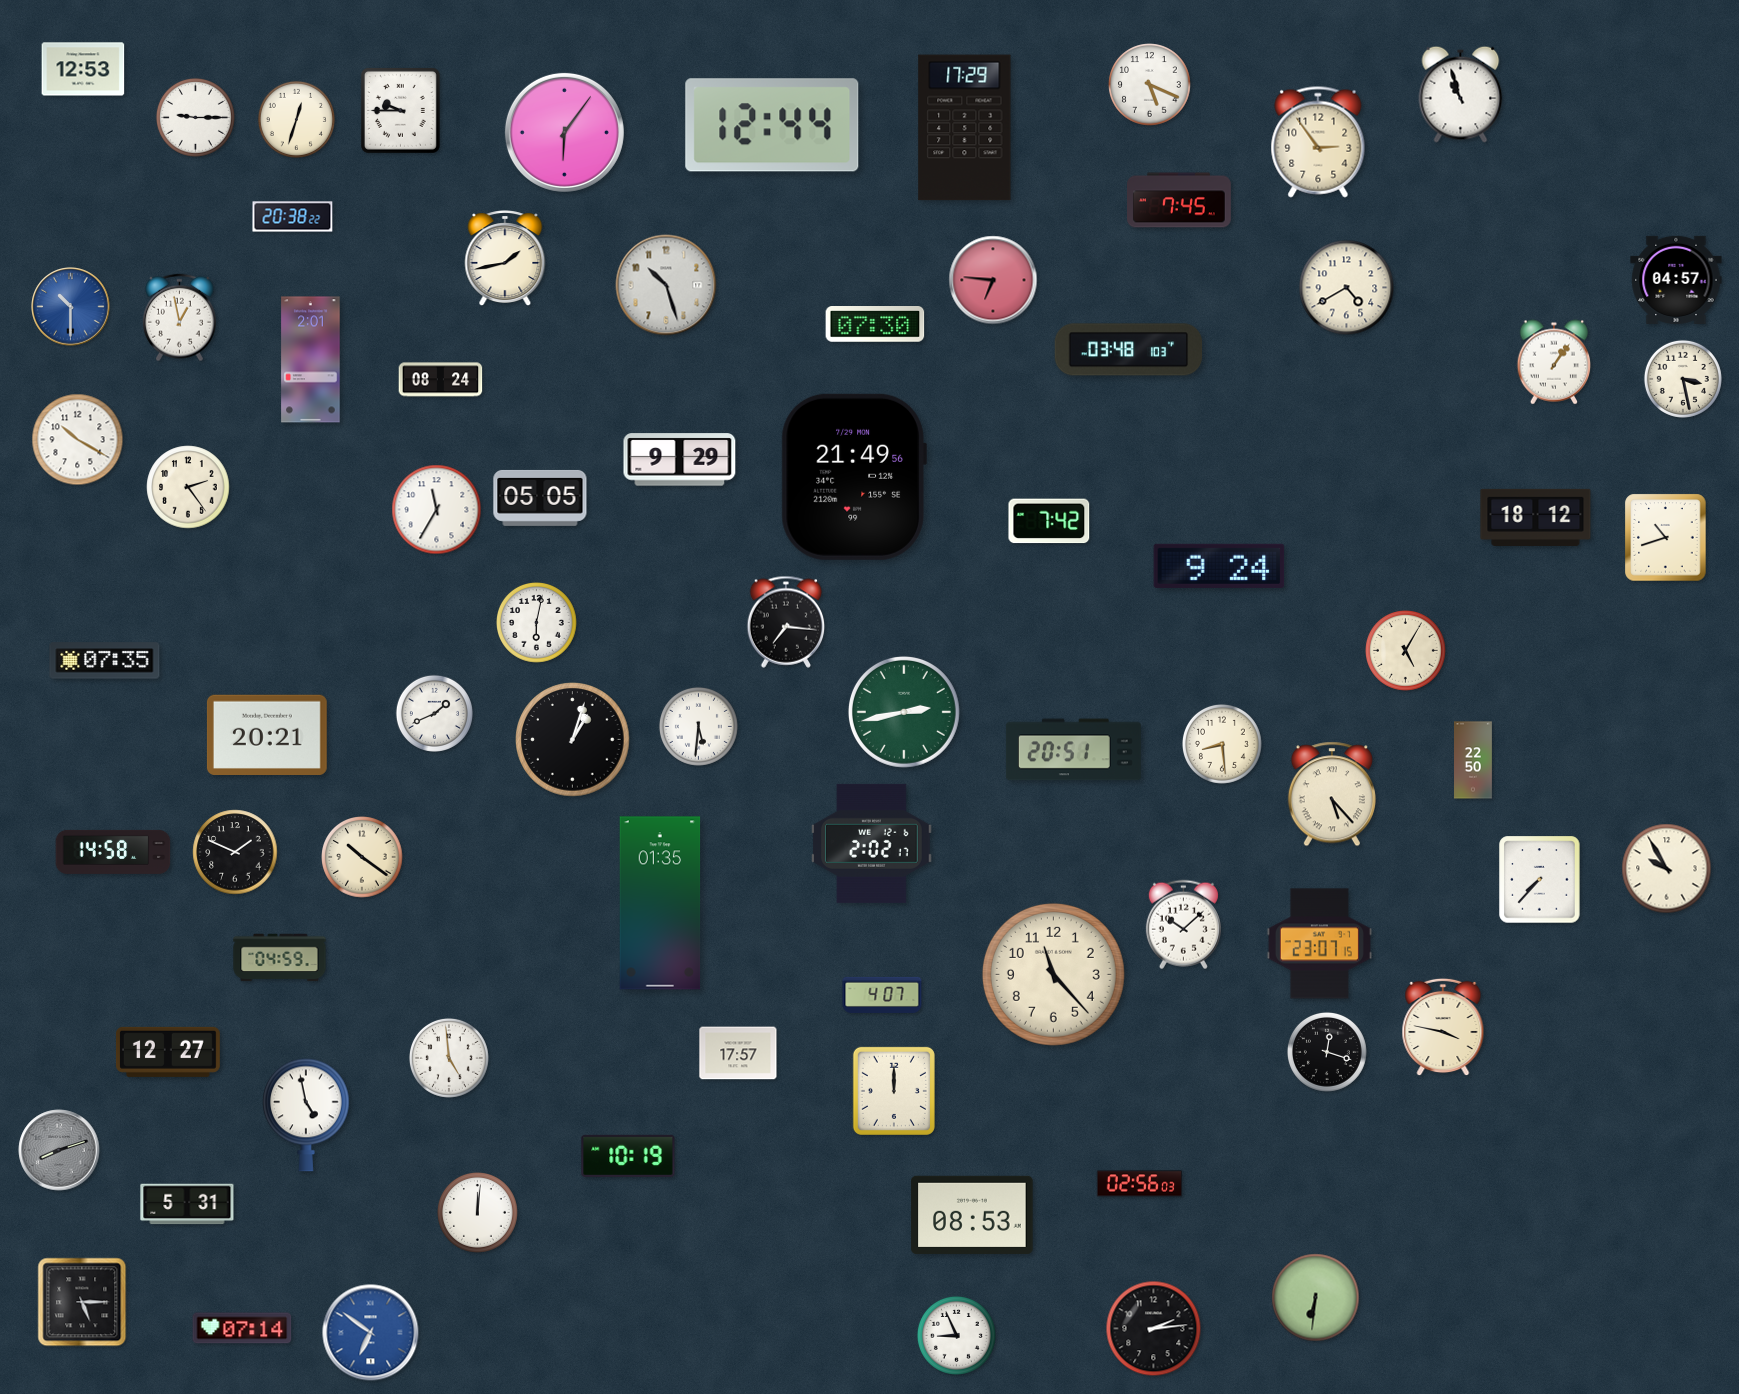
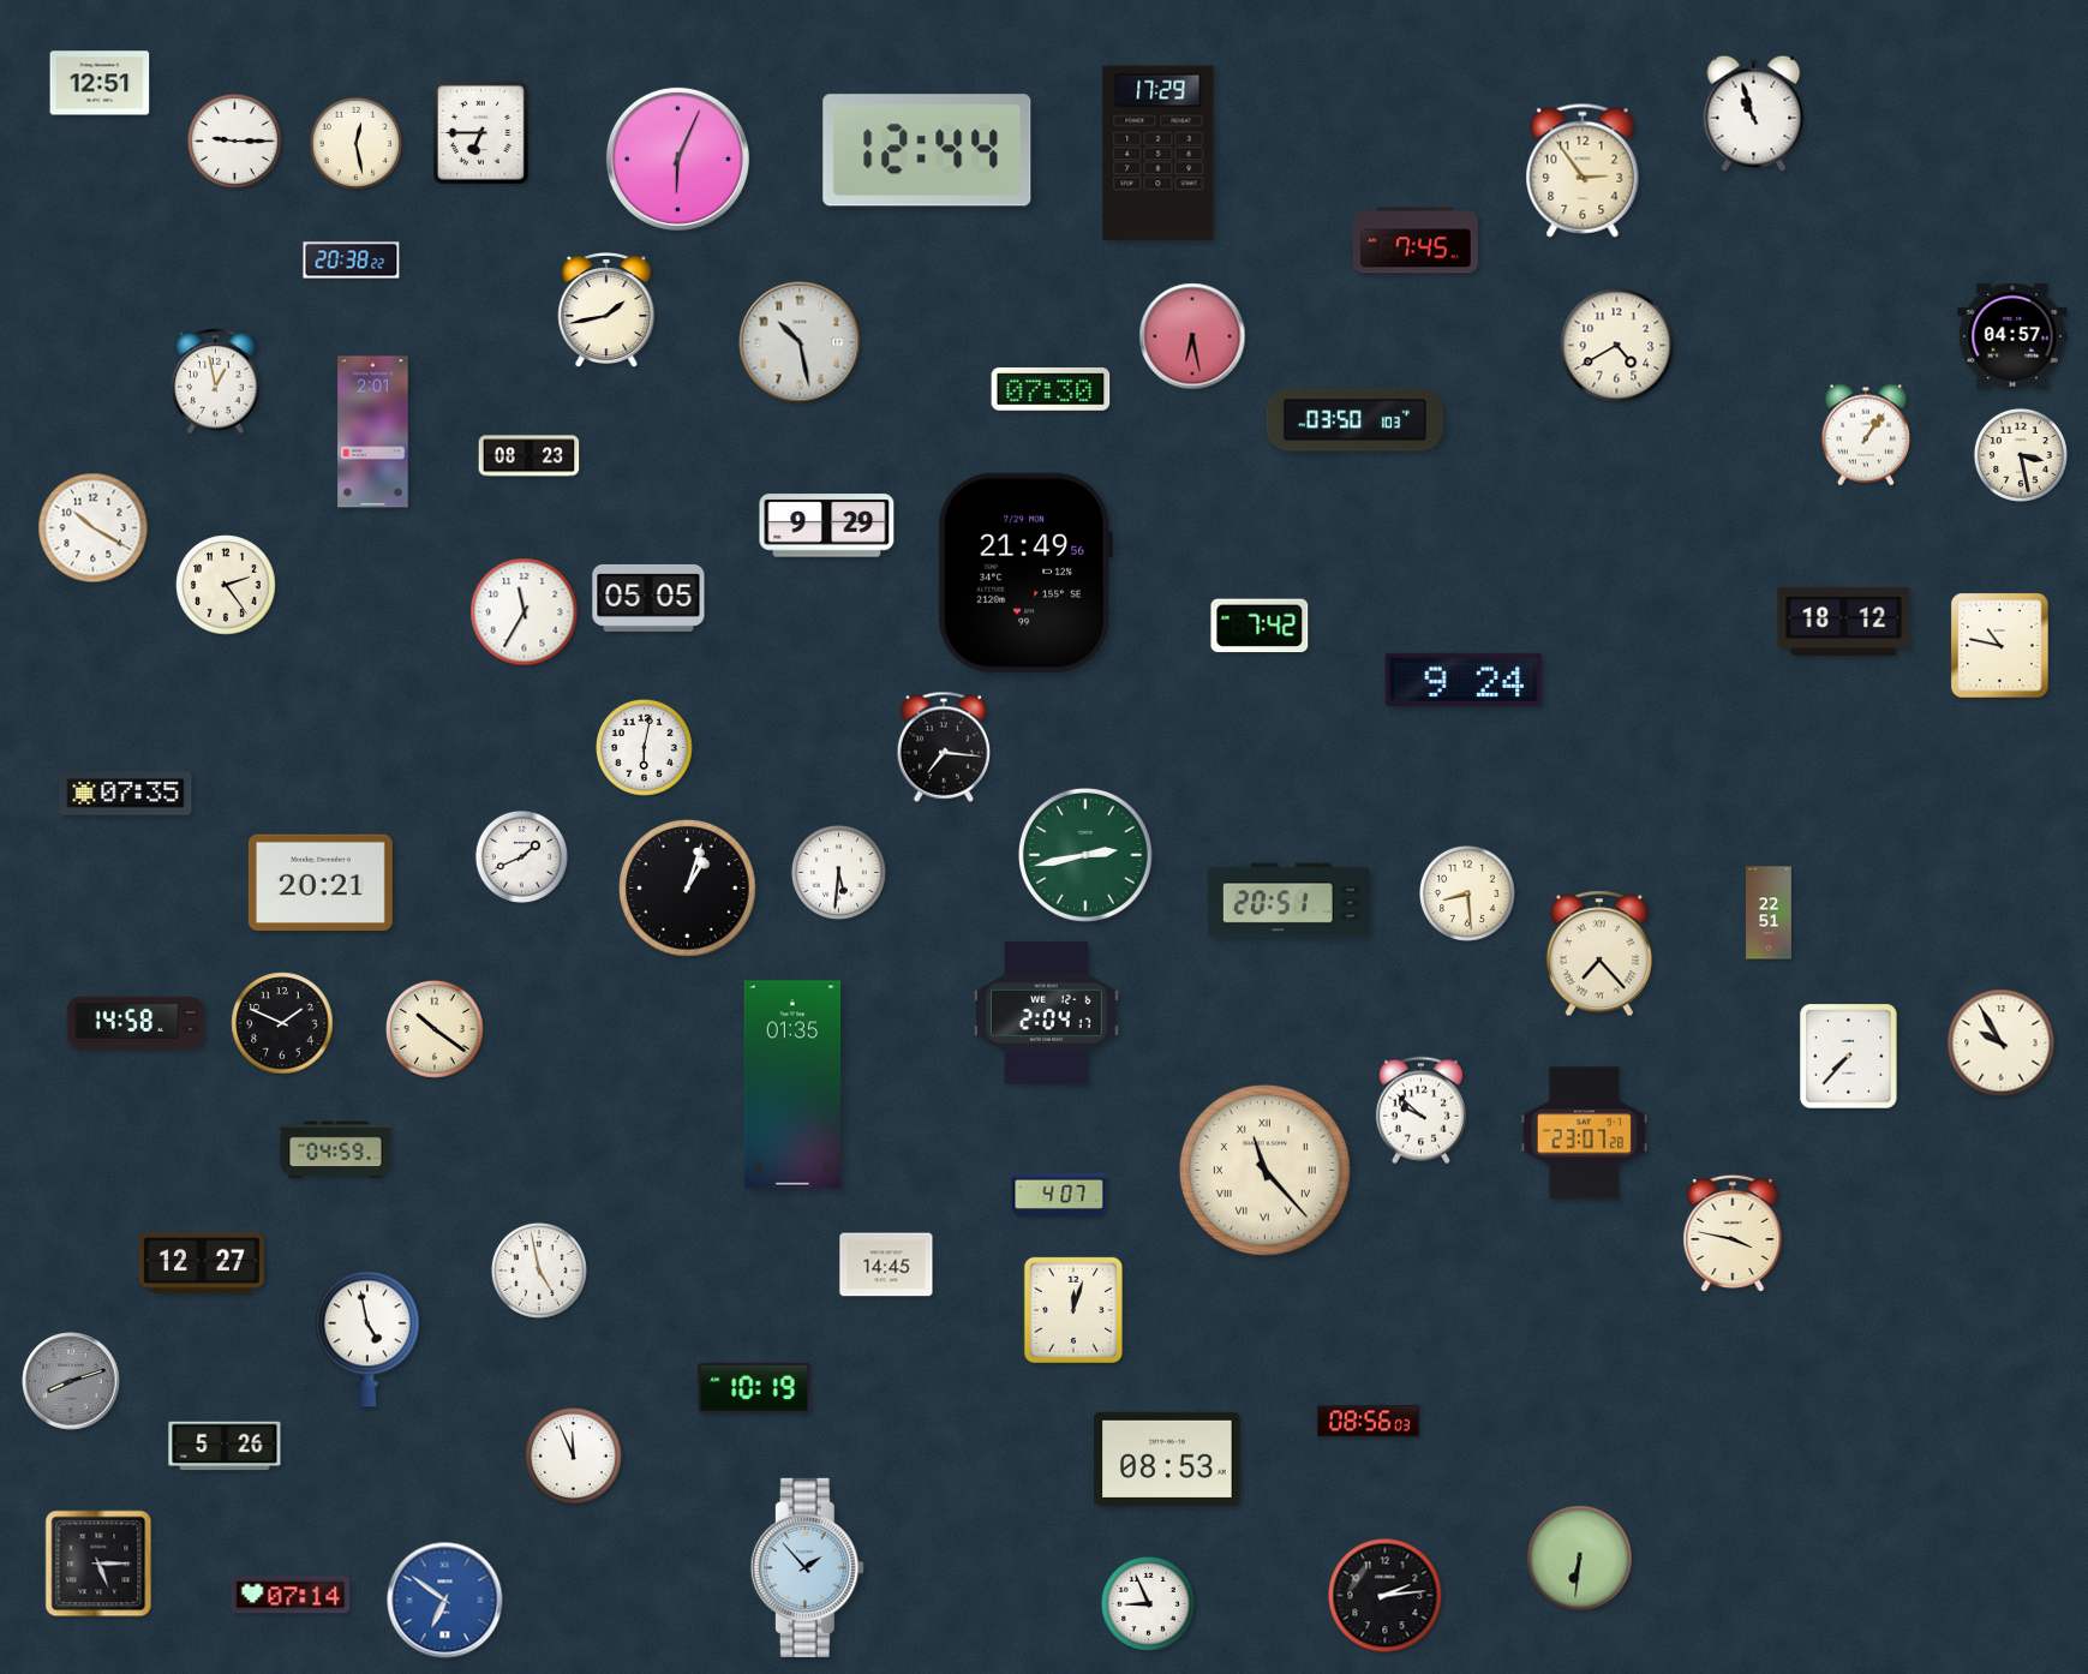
clock at (83, 69): 12:53 -> 12:51
clock at (1150, 85): 5:19 -> none
clock at (400, 110): 9:45 -> 6:45
clock at (296, 119): 12:33 -> 12:28
clock at (564, 132): 6:06 -> 6:04
clock at (993, 280): 6:46 -> 6:28
clock at (666, 285): 10:27 -> 10:28
clock at (71, 307): 10:30 -> none
clock at (1129, 350): 03:48 -> 03:50
clock at (441, 380): 08:24 -> 08:23
clock at (680, 460) position: (680, 460) -> (827, 526)
clock at (1666, 538): 10:42 -> 10:47
clock at (1406, 651): 5:05 -> none
clock at (1474, 760): 22:50 -> 22:51
clock at (1332, 794): 5:23 -> 7:23
clock at (872, 843): 2:02 -> 2:04
clock at (1183, 925): 10:08 -> 9:52
clock at (1319, 944): 23:07:15 -> 23:07:28
clock at (1053, 974) numerals: Arabic -> Roman
clock at (1327, 1052): 12:18 -> none
clock at (738, 1053): 17:57 -> 14:45
clock at (449, 1058): 4:59 -> 4:58
clock at (894, 1091): 12:00 -> 12:03
clock at (1139, 1184): 02:56 -> 08:56
clock at (187, 1204): 5:31 -> 5:26
clock at (478, 1213): 12:01 -> 11:56
clock at (807, 1567): none -> 1:53
